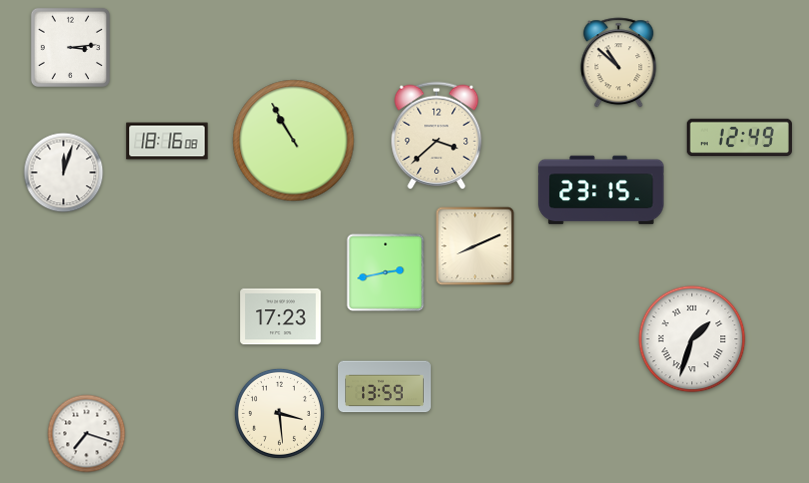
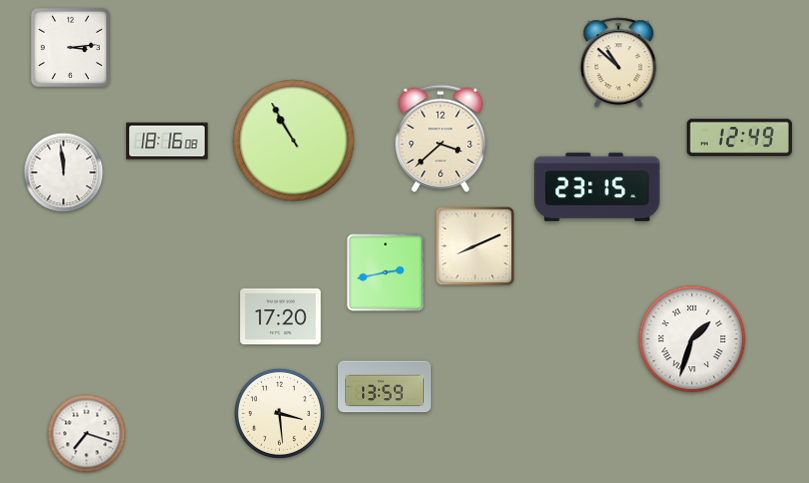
clock at (437, 136) position: (437, 136) -> (441, 139)
clock at (64, 173): 12:03 -> 11:59
clock at (601, 190) position: (601, 190) -> (597, 187)
clock at (281, 317): 17:23 -> 17:20
